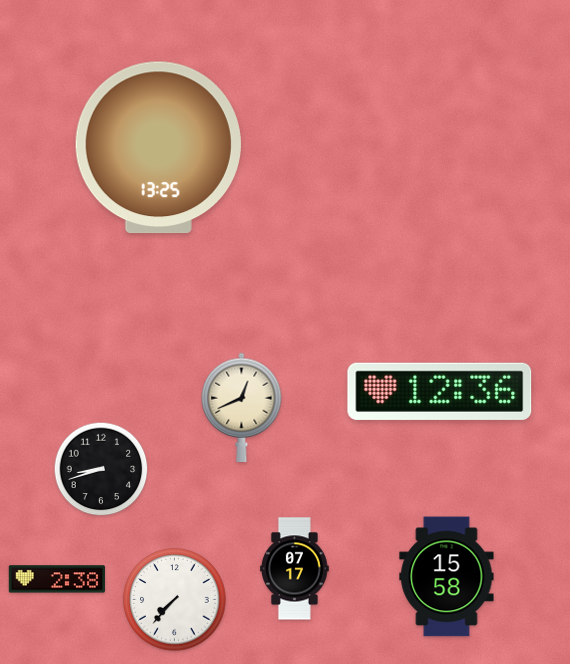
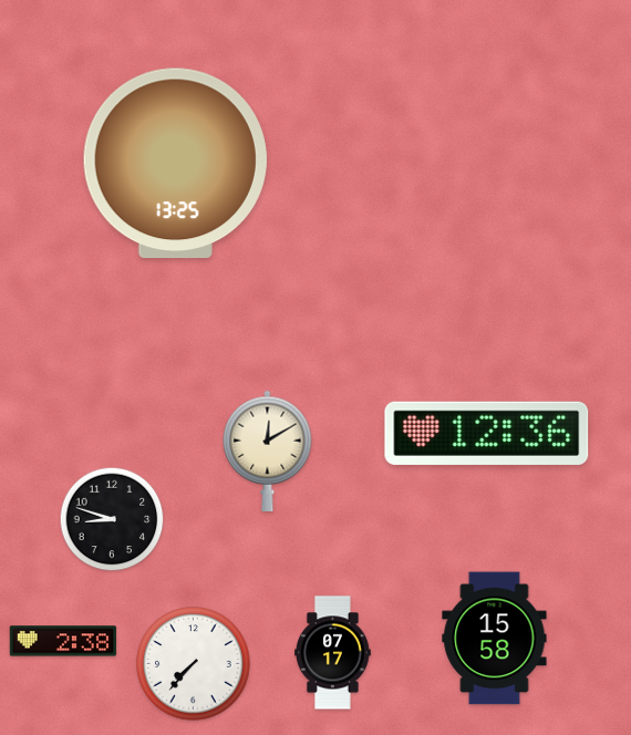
clock at (242, 407): 12:41 -> 12:10
clock at (101, 469): 8:42 -> 8:48
clock at (295, 569) position: (295, 569) -> (333, 653)
